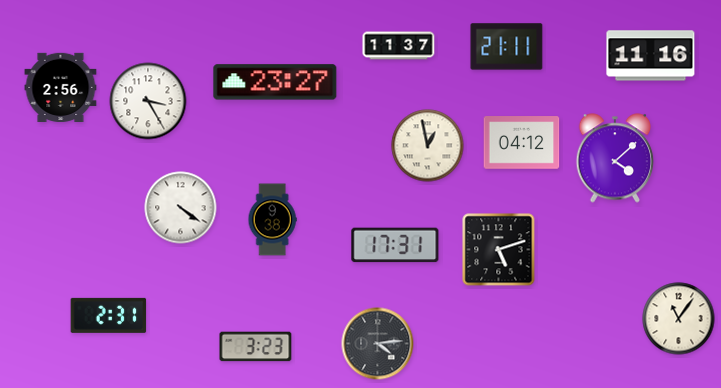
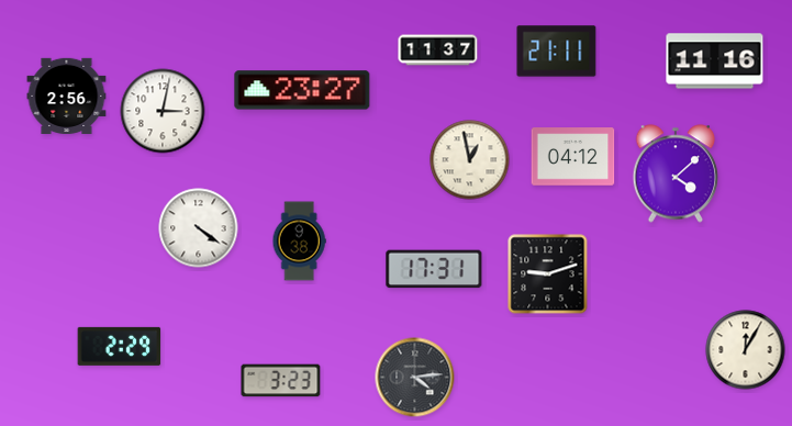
clock at (148, 101): 3:25 -> 3:02
clock at (499, 250): 5:12 -> 9:12
clock at (109, 315): 2:31 -> 2:29
clock at (679, 319): 11:06 -> 12:05
